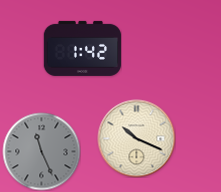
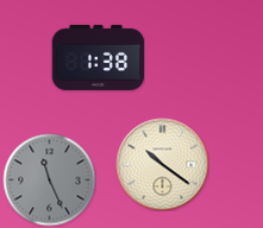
clock at (82, 48): 1:42 -> 1:38
clock at (136, 138): 10:19 -> 10:21
